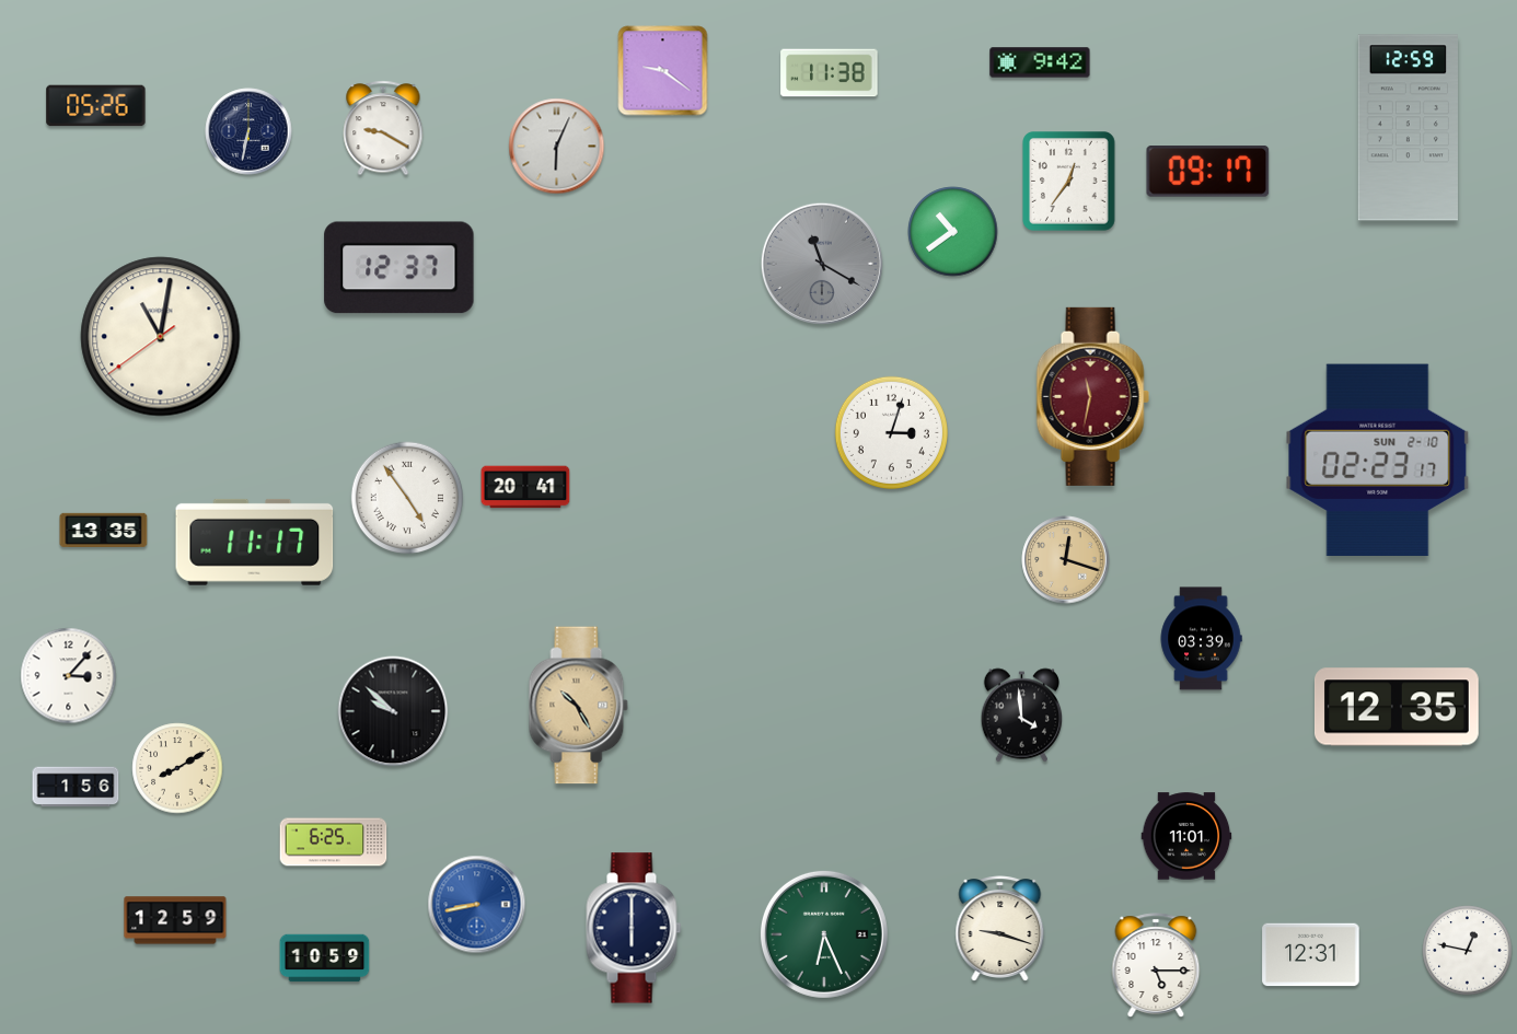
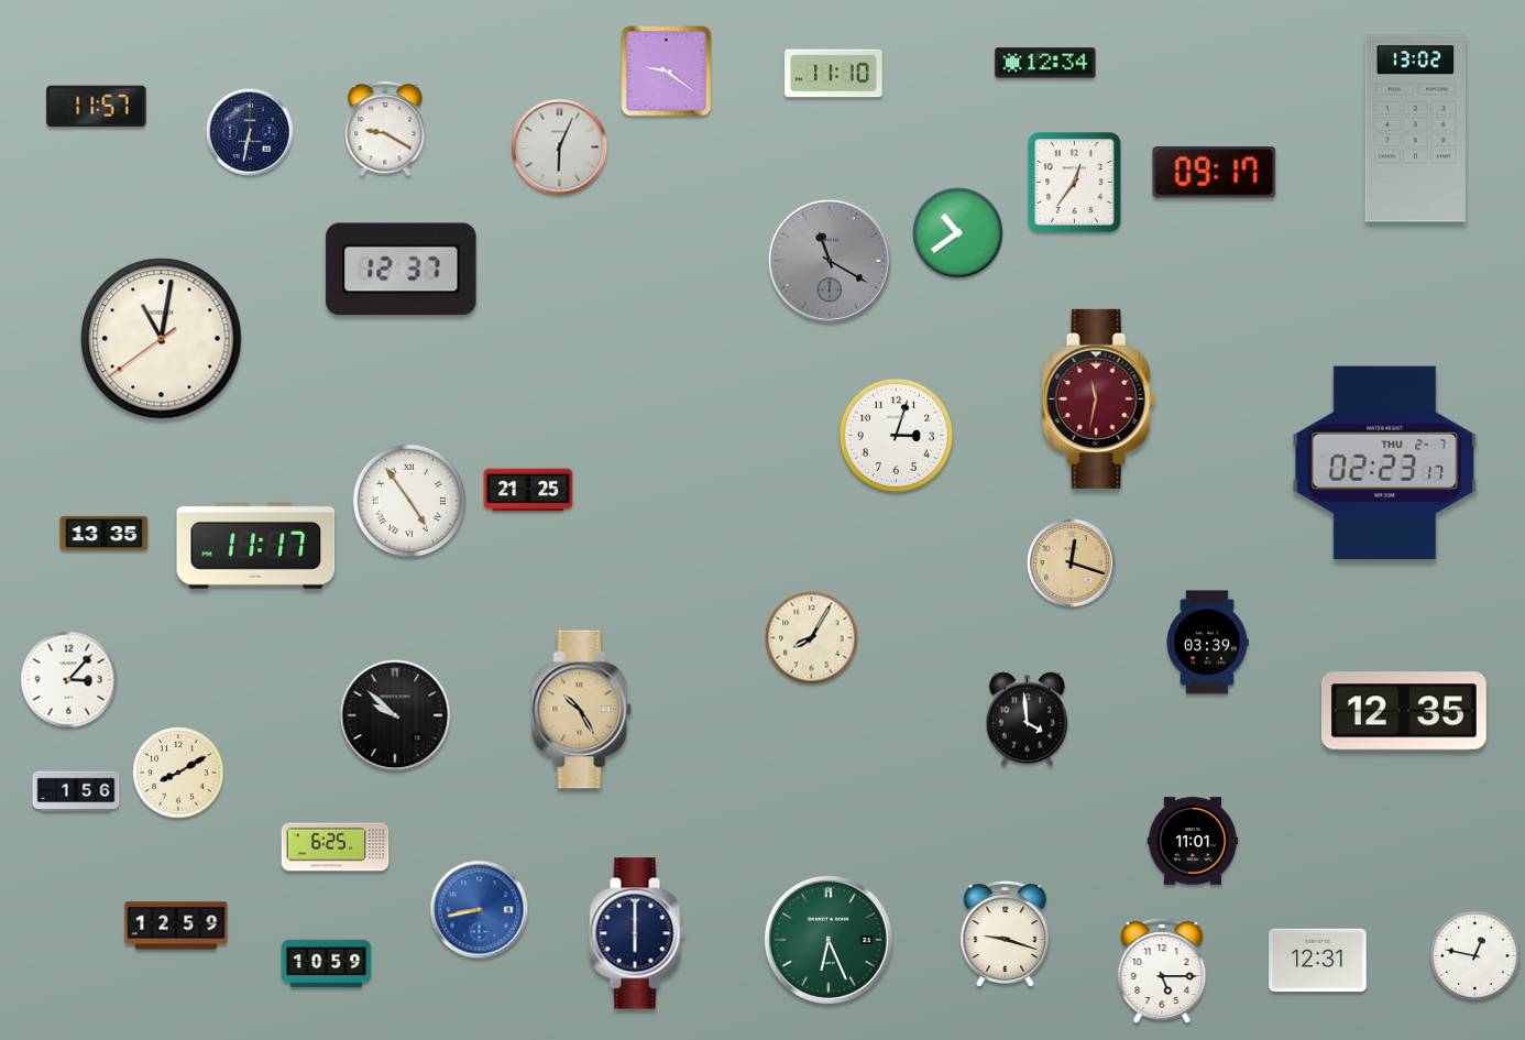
clock at (1040, 62): 9:42 -> 12:34
clock at (830, 73): 11:38 -> 11:10
clock at (96, 106): 05:26 -> 11:57
clock at (1408, 128): 12:59 -> 13:02
clock at (822, 264) position: (822, 264) -> (830, 261)
clock at (1378, 461) date: SUN 2-10 -> THU 2-7
clock at (525, 487): 20:41 -> 21:25
clock at (812, 638): none -> 8:05
